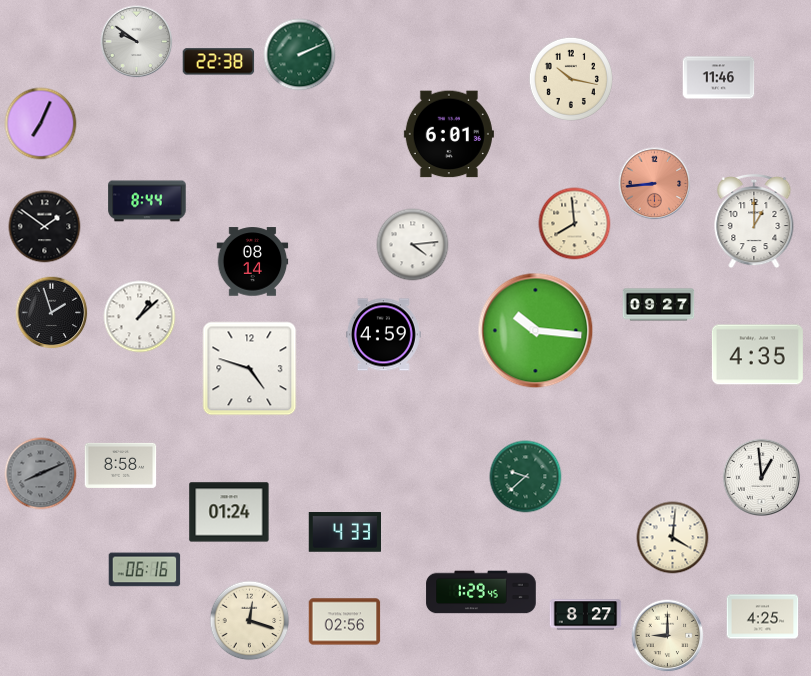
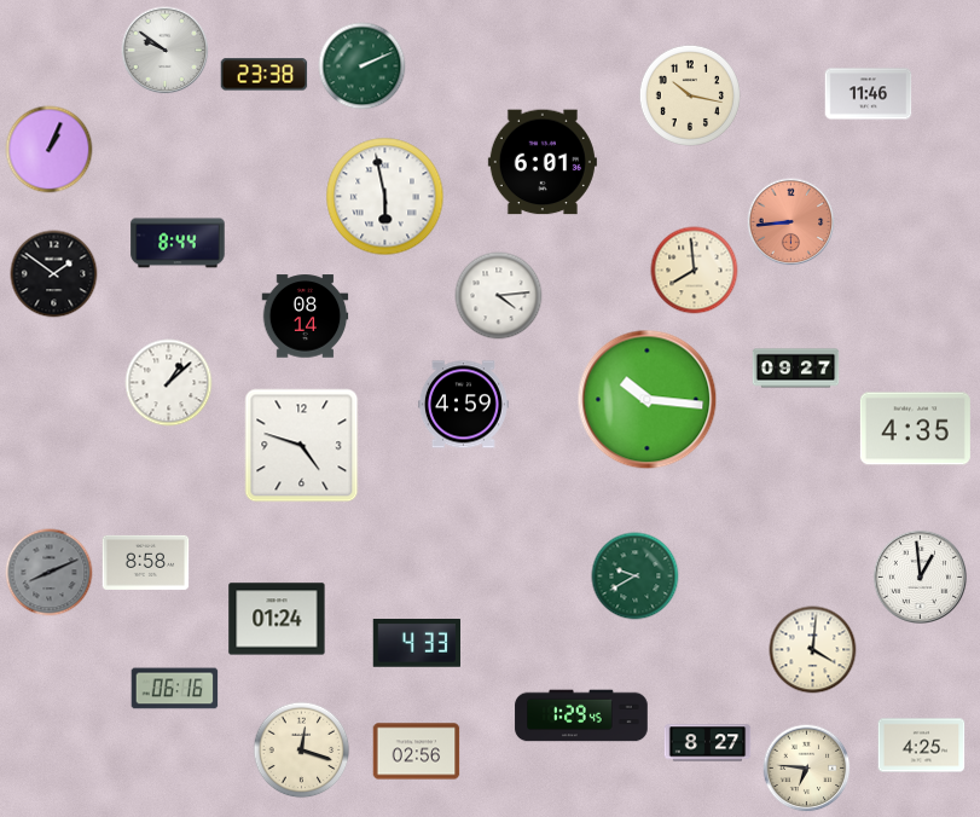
clock at (219, 62): 22:38 -> 23:38
clock at (41, 124): 7:04 -> 1:04
clock at (385, 197): none -> 5:58
clock at (754, 221): 1:00 -> none
clock at (52, 313): 1:57 -> none
clock at (526, 477): 9:38 -> 9:40
clock at (668, 636): 9:00 -> 6:46
